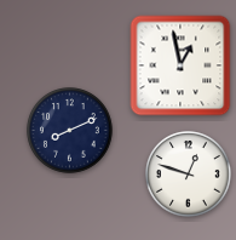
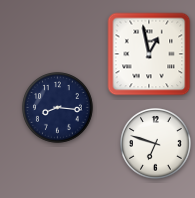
clock at (70, 131): 8:11 -> 8:16
clock at (189, 175): 12:48 -> 6:48
